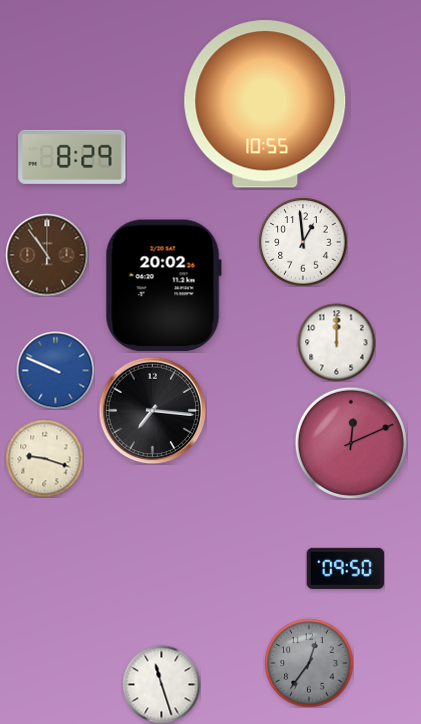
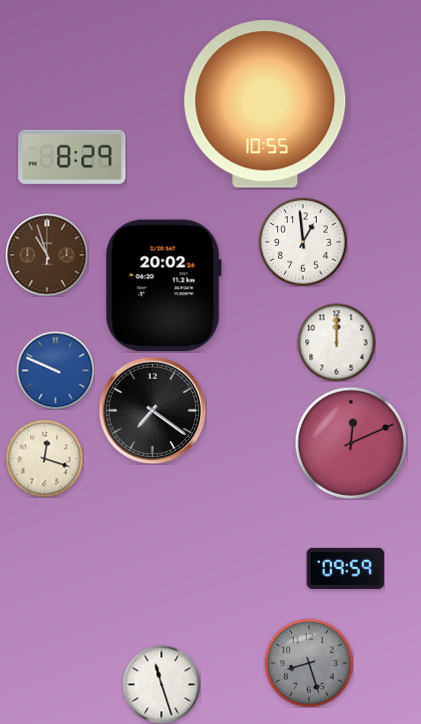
clock at (47, 255): 10:54 -> 10:57
clock at (152, 410): 7:16 -> 7:21
clock at (44, 458): 9:18 -> 12:18
clock at (345, 568): 09:50 -> 09:59
clock at (309, 663): 12:36 -> 8:27
